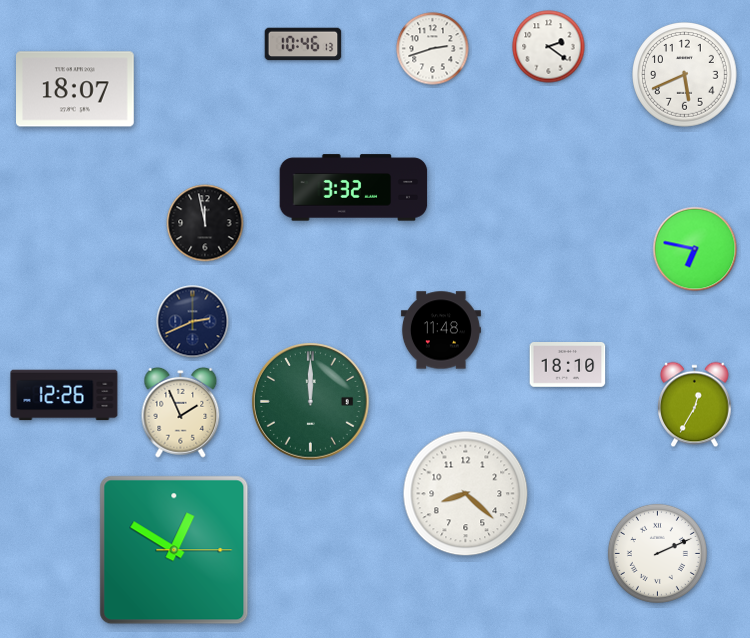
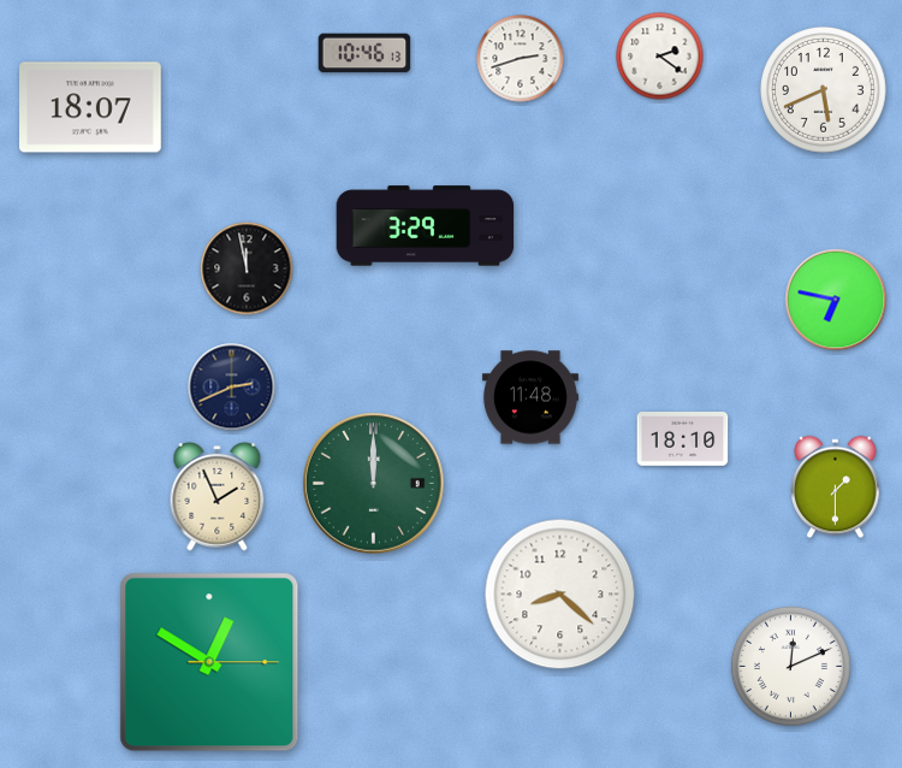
clock at (354, 188): 3:32 -> 3:29
clock at (64, 395): 12:26 -> none
clock at (695, 405): 12:35 -> 1:30
clock at (657, 553): 2:11 -> 12:11
